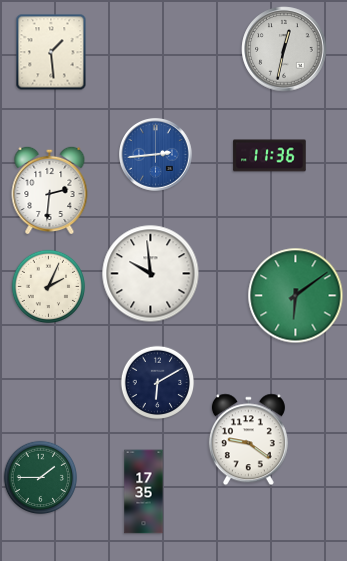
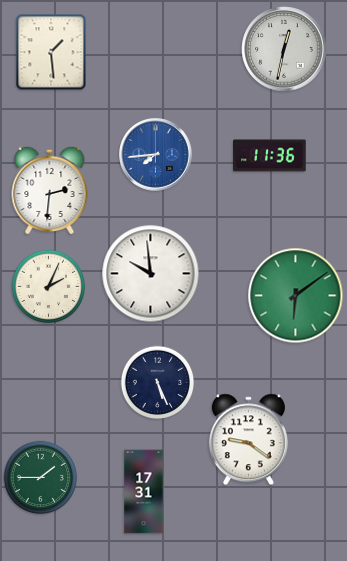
clock at (156, 155): 2:44 -> 7:44
clock at (158, 383): 6:10 -> 5:26
clock at (144, 492): 17:35 -> 17:31
